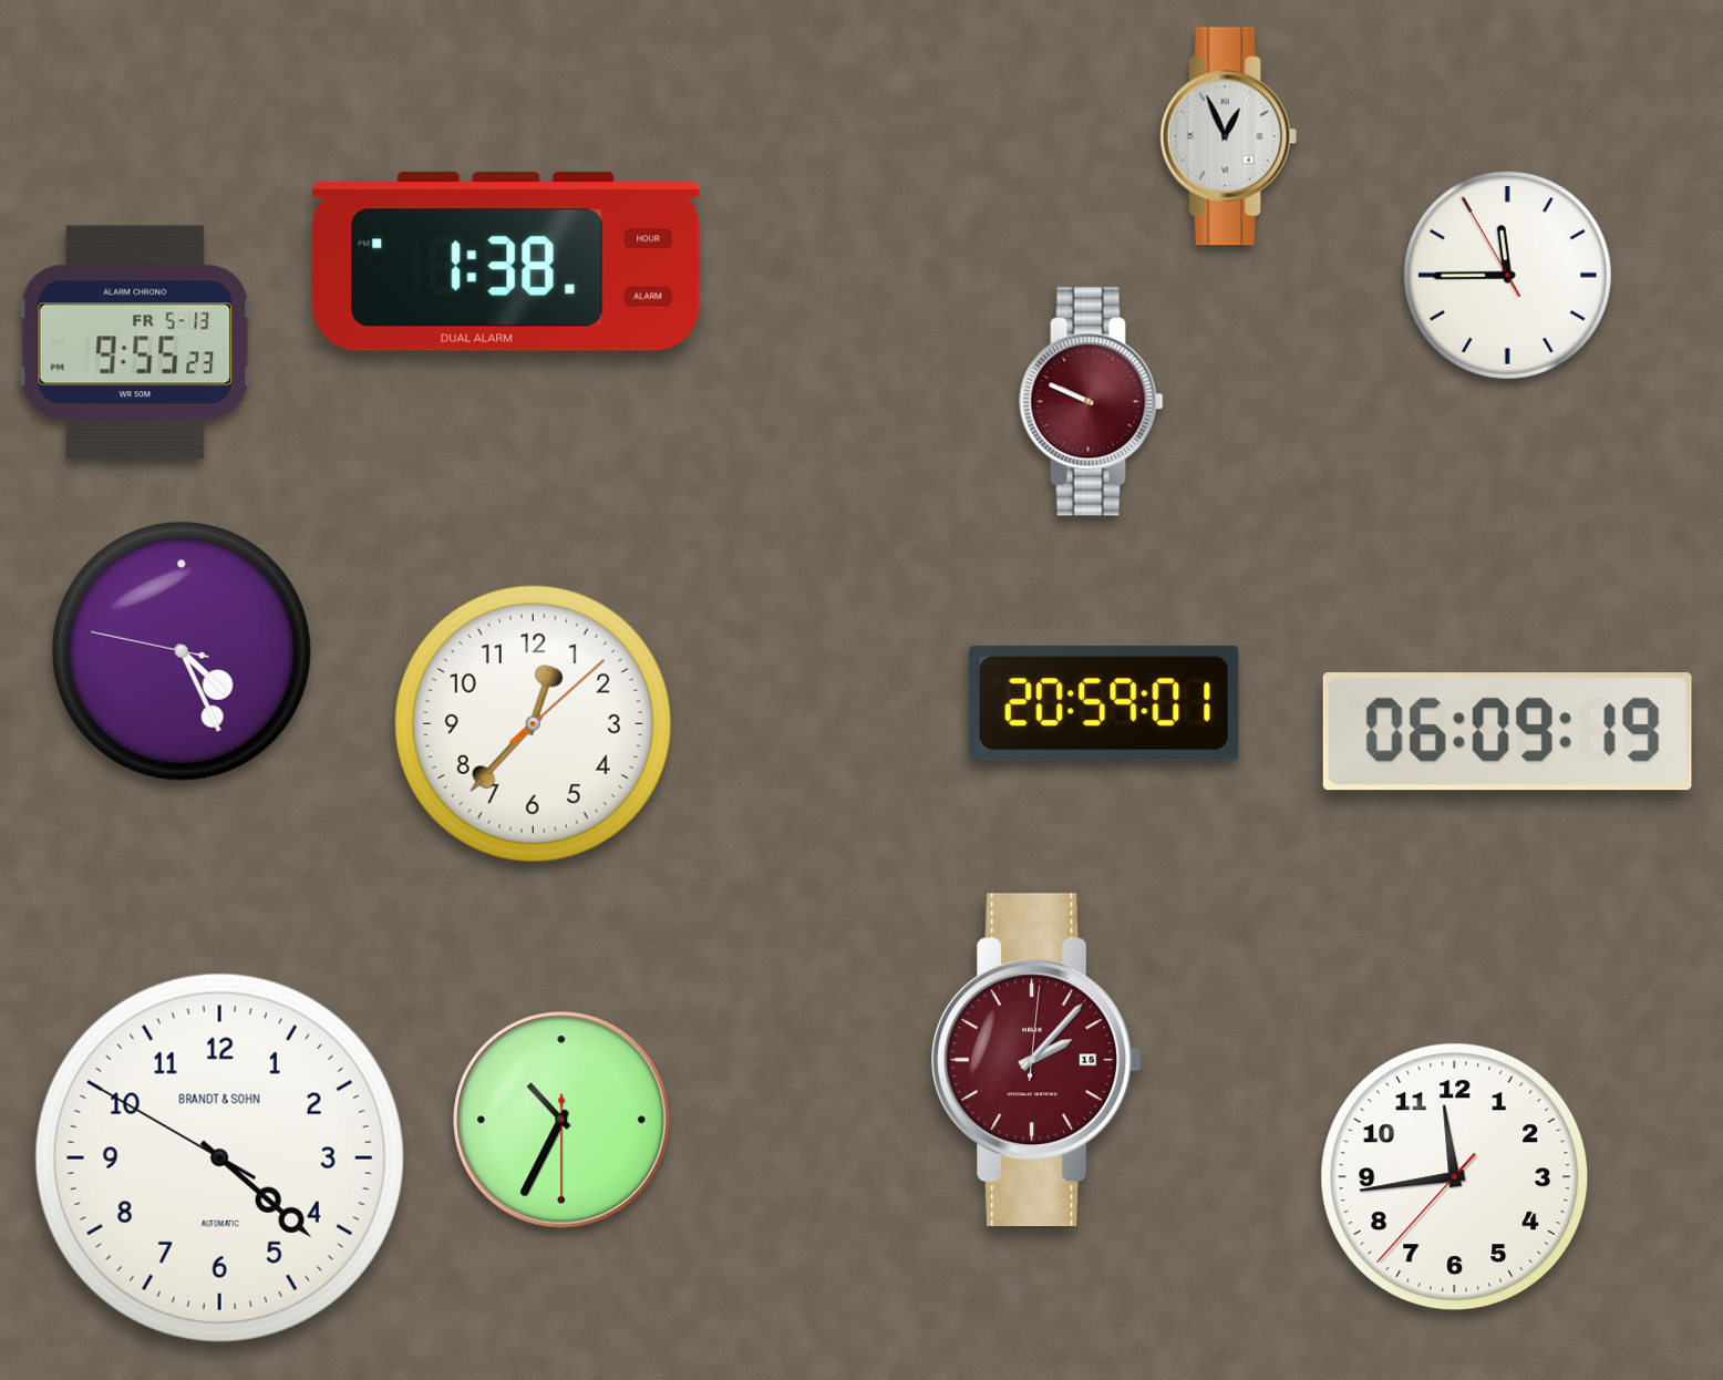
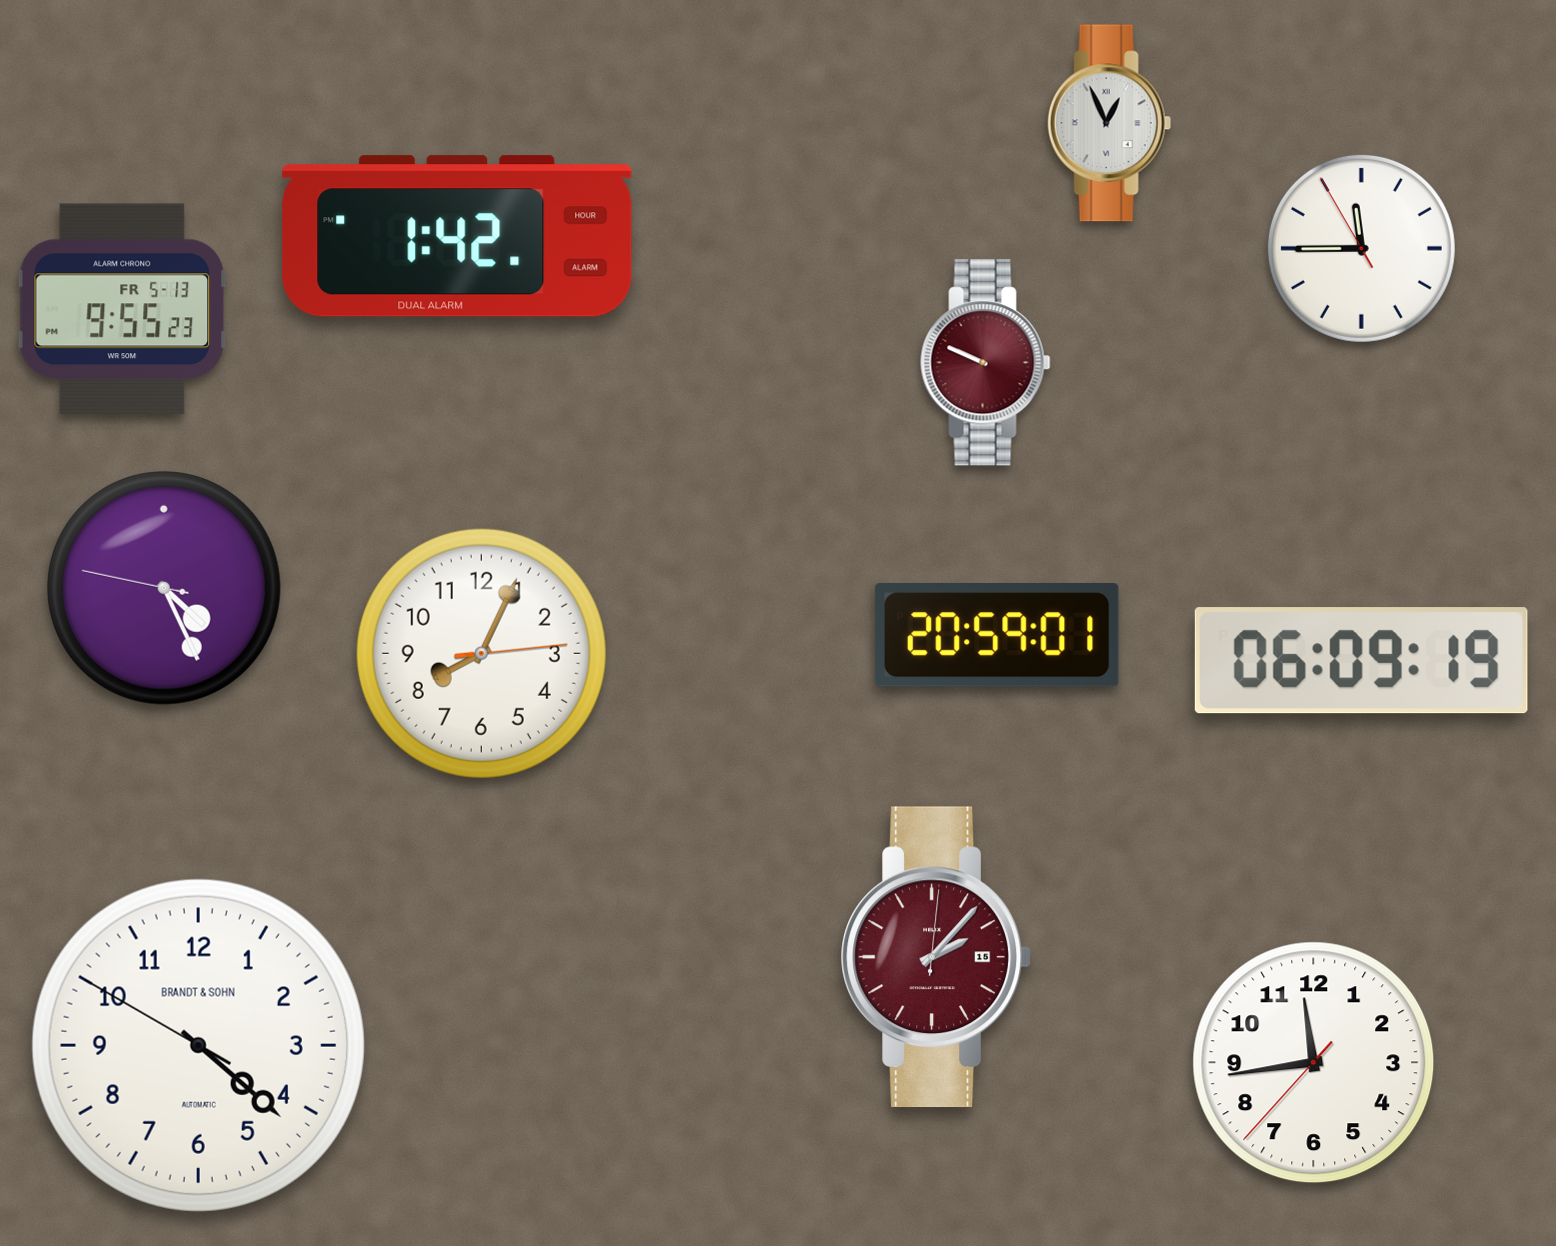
clock at (506, 261): 1:38 -> 1:42
clock at (533, 723): 12:37 -> 8:04
clock at (561, 1120): 10:34 -> none
